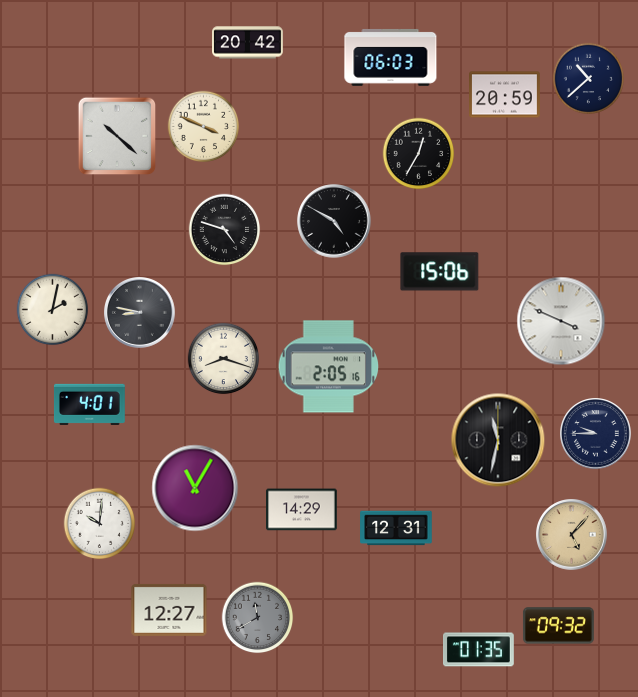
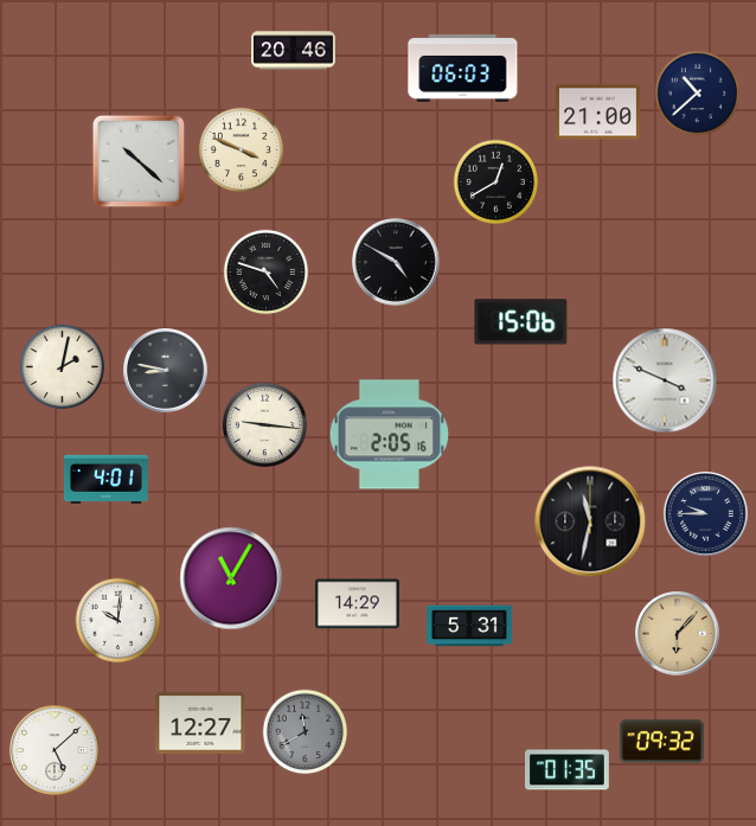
clock at (248, 43): 20:42 -> 20:46
clock at (505, 95): 20:59 -> 21:00
clock at (419, 154): 12:35 -> 12:40
clock at (224, 359): 8:18 -> 9:16
clock at (396, 528): 12:31 -> 5:31
clock at (572, 535): 5:07 -> 6:07
clock at (55, 750): none -> 5:08
